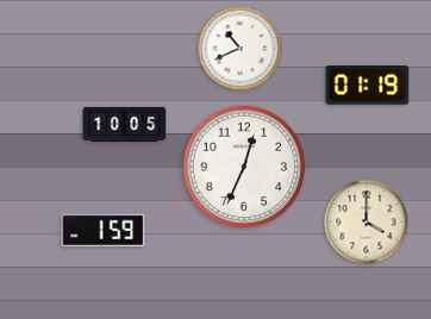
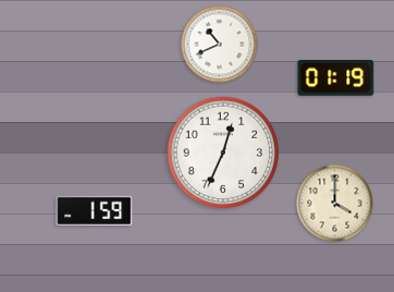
clock at (125, 124): 10:05 -> none
